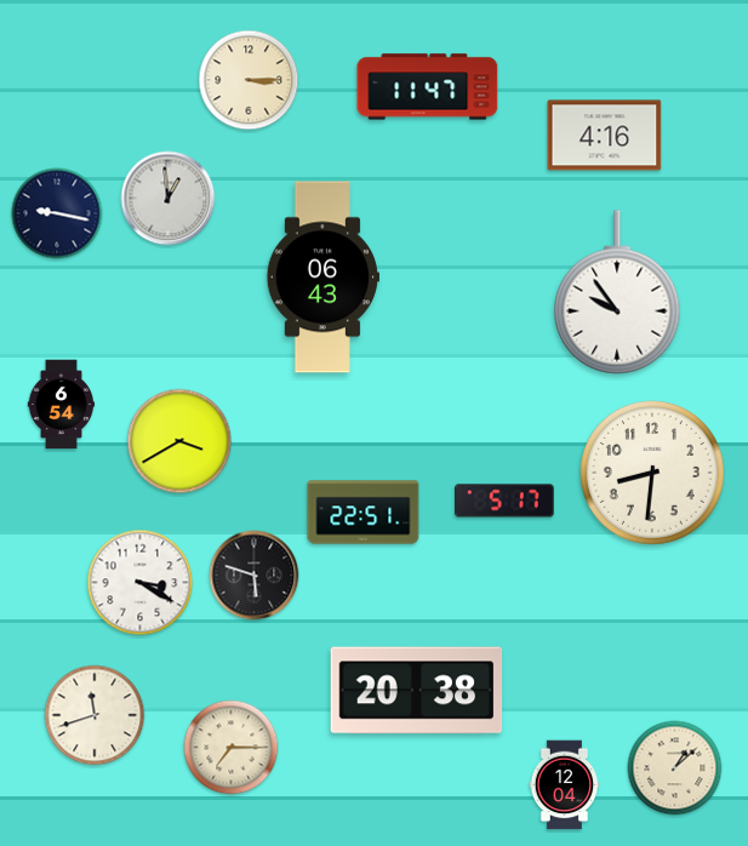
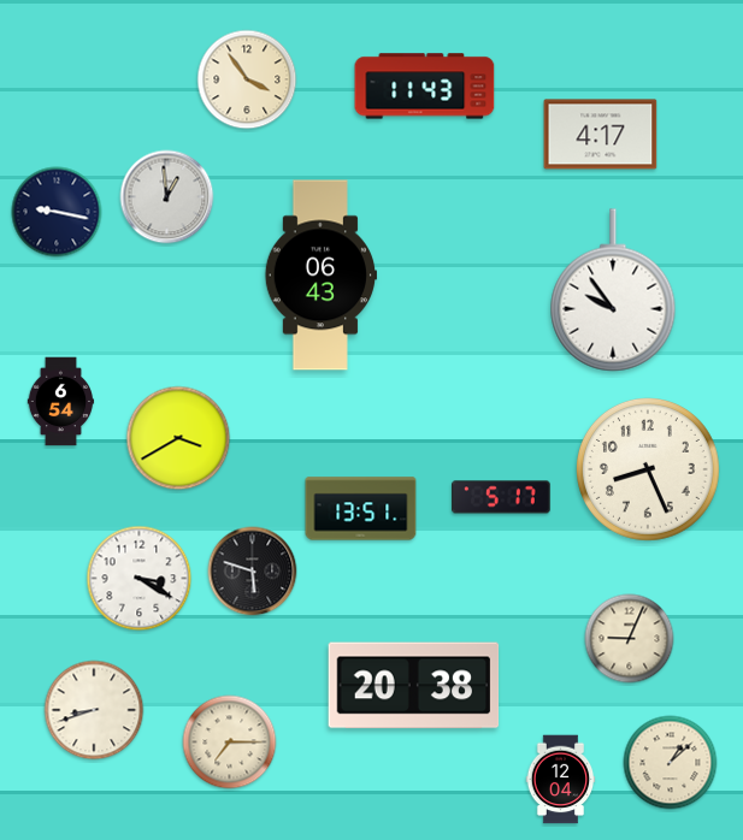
clock at (249, 80): 3:15 -> 3:54
clock at (428, 87): 11:47 -> 11:43
clock at (605, 136): 4:16 -> 4:17
clock at (653, 474): 8:31 -> 8:26
clock at (364, 513): 22:51 -> 13:51
clock at (630, 639): none -> 9:04
clock at (95, 715): 11:42 -> 8:42
